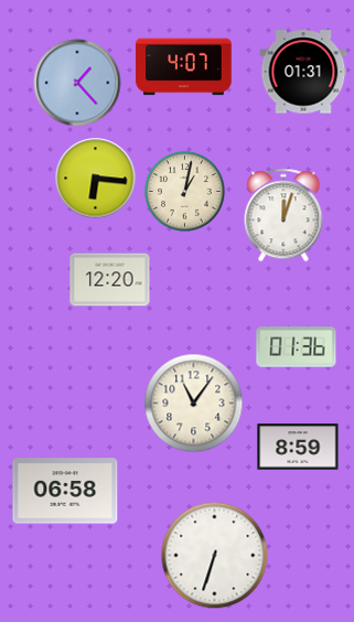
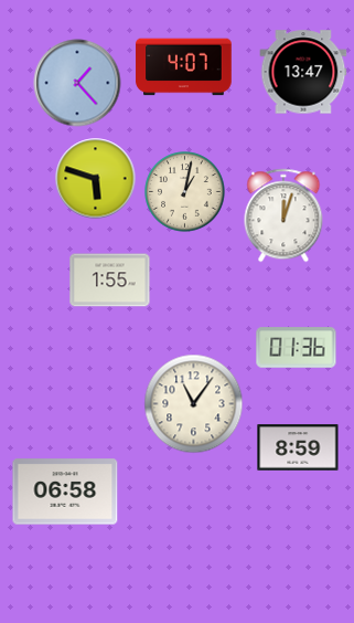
clock at (303, 72): 01:31 -> 13:47
clock at (96, 179): 6:16 -> 5:48
clock at (110, 280): 12:20 -> 1:55
clock at (215, 556): 6:33 -> none
